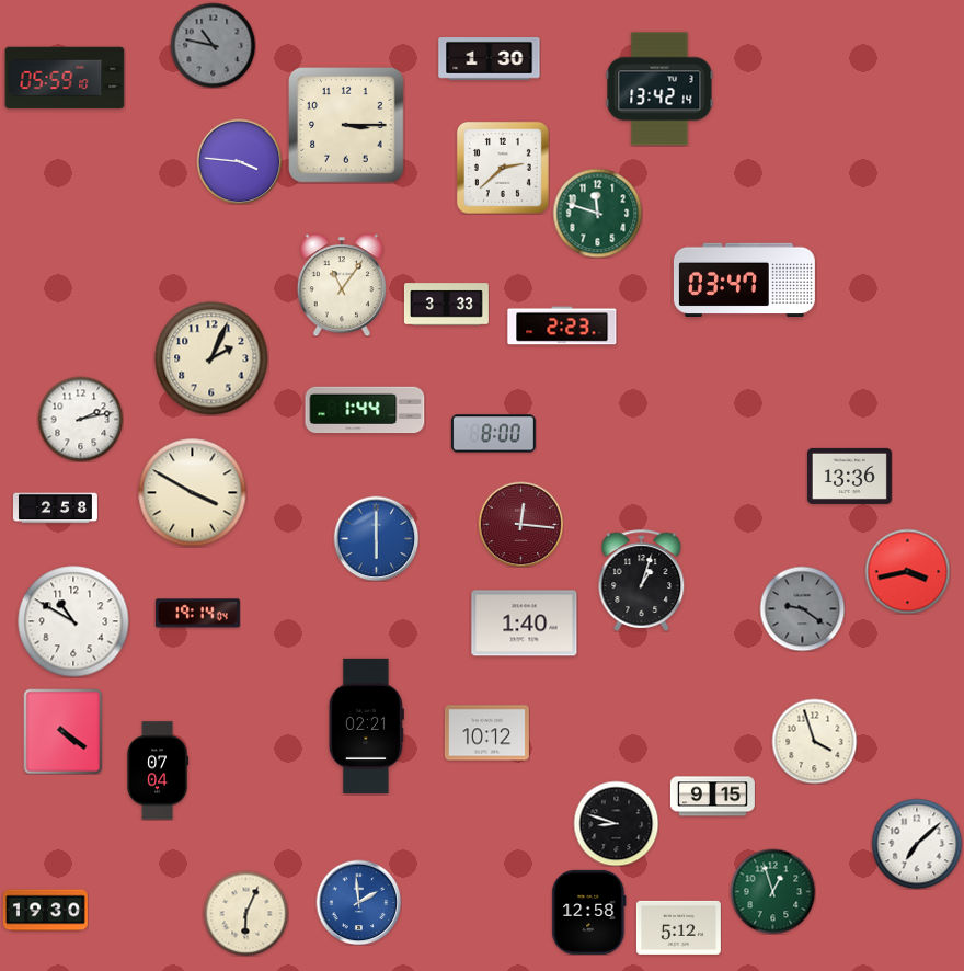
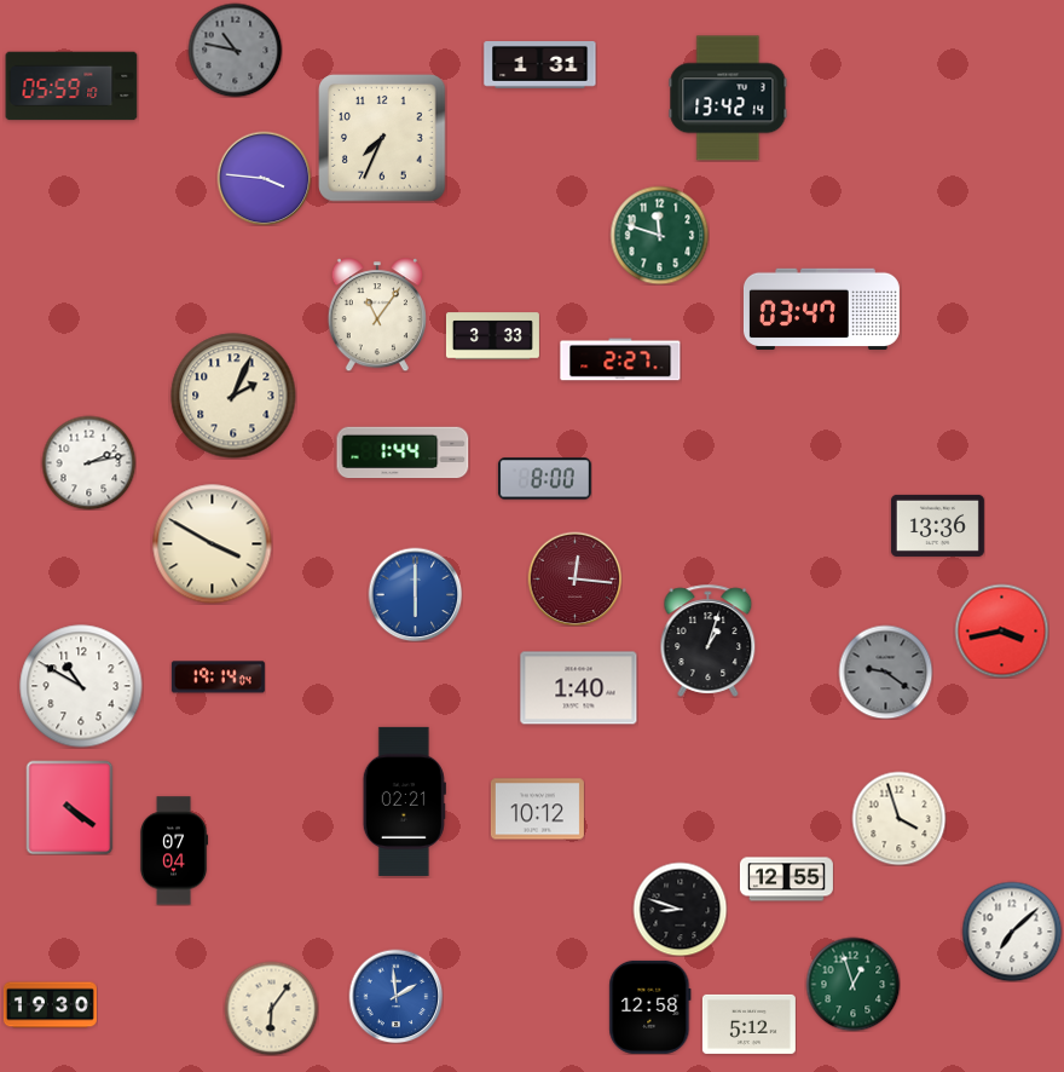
clock at (490, 59): 1:30 -> 1:31
clock at (347, 126): 3:15 -> 7:34
clock at (503, 168): 2:38 -> none
clock at (562, 325): 2:23 -> 2:27
clock at (55, 509): 2:58 -> none
clock at (712, 797): 9:15 -> 12:55
clock at (245, 913): 6:04 -> 6:06
